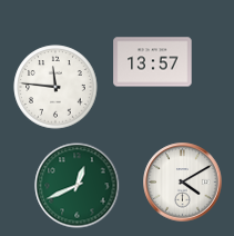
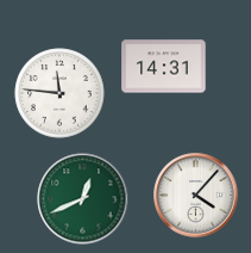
clock at (153, 62): 13:57 -> 14:31
clock at (183, 183): 4:10 -> 4:07
